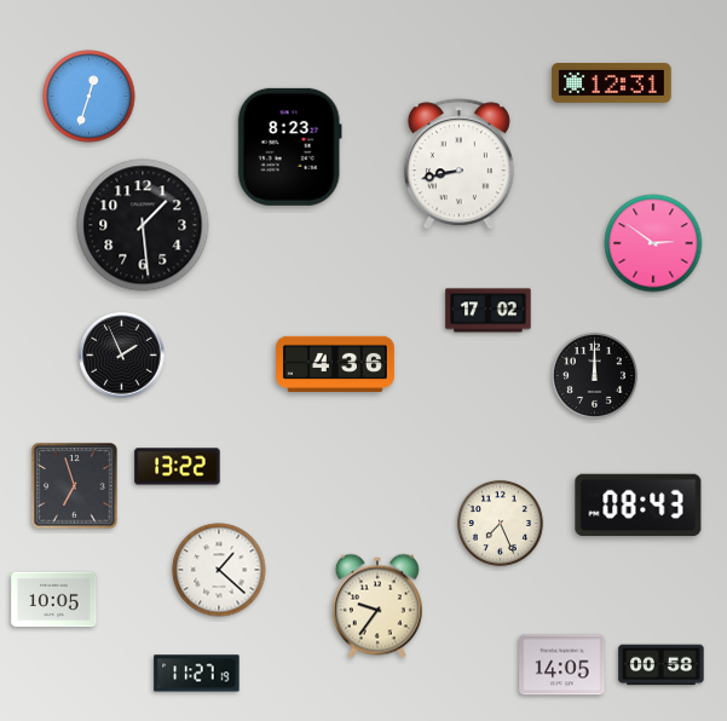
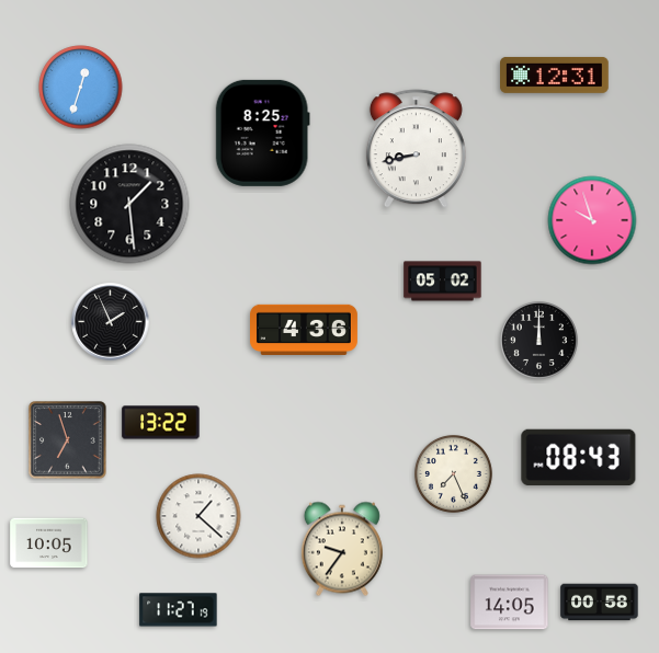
clock at (289, 146): 8:23 -> 8:25
clock at (653, 243): 2:51 -> 9:57
clock at (489, 311): 17:02 -> 05:02
